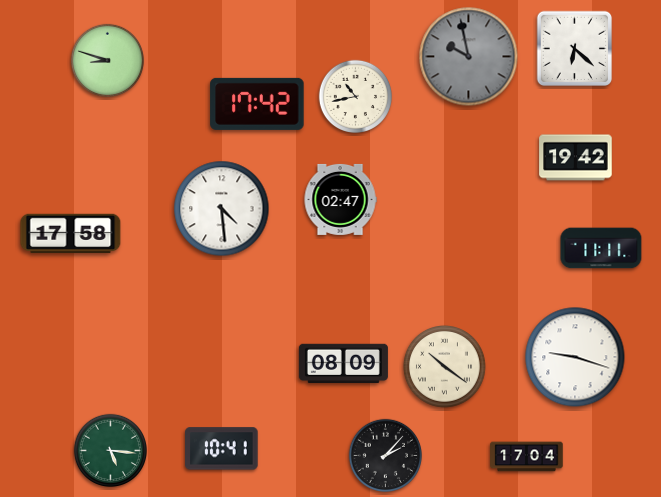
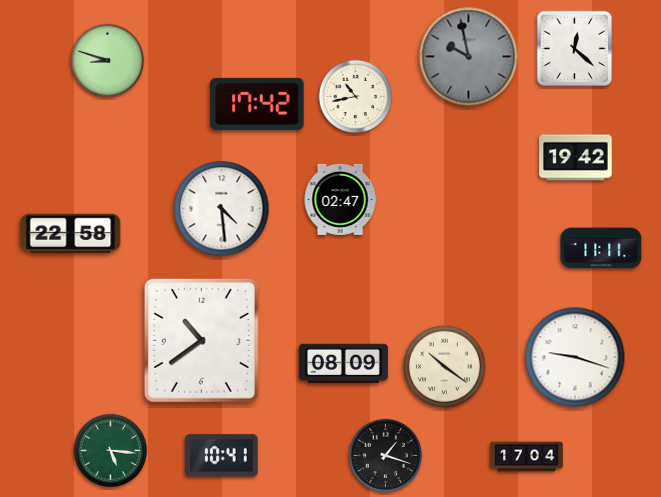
clock at (575, 49): 6:22 -> 12:22
clock at (71, 234): 17:58 -> 22:58
clock at (201, 340): none -> 10:39
clock at (222, 449) position: (222, 449) -> (222, 456)
clock at (385, 455): 2:07 -> 1:18
